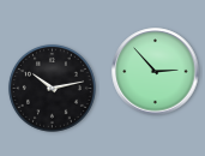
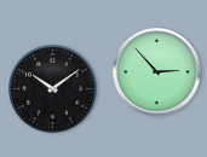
clock at (52, 88): 10:13 -> 10:09
